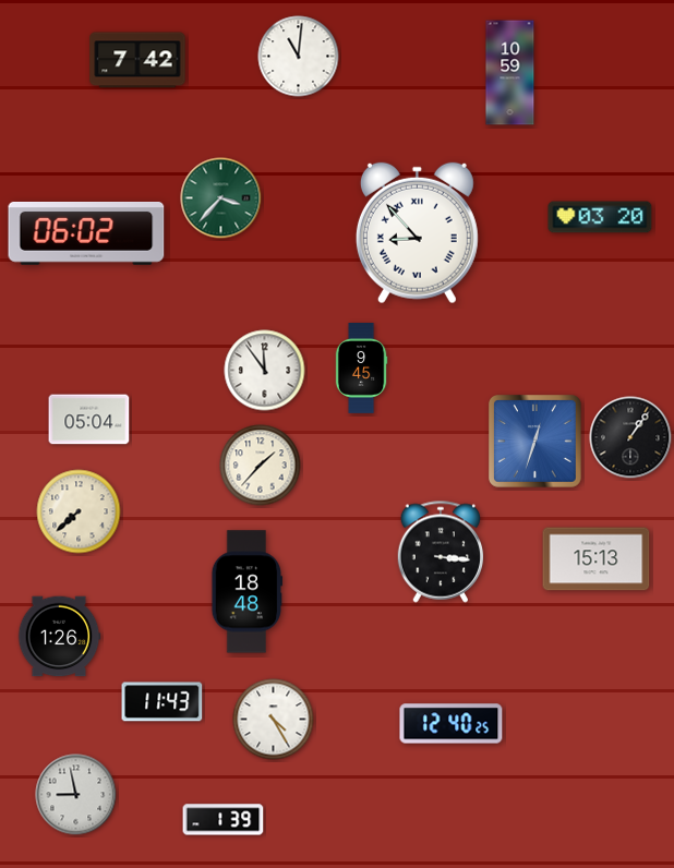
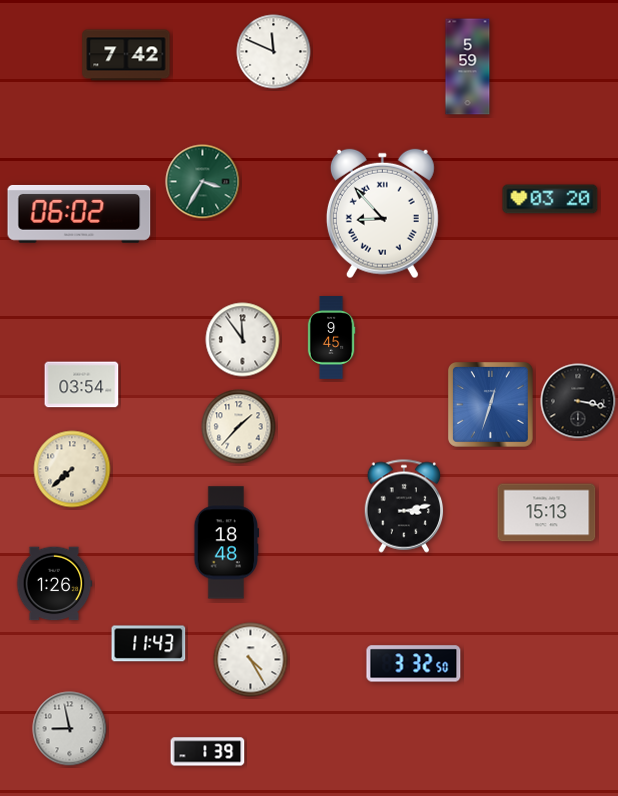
clock at (299, 57): 11:01 -> 11:49
clock at (510, 73): 10:59 -> 5:59
clock at (221, 198): 3:37 -> 3:35
clock at (89, 420): 05:04 -> 03:54
clock at (630, 437): 1:06 -> 3:17
clock at (441, 552): 3:16 -> 3:13
clock at (452, 724): 12:40 -> 3:32
clock at (224, 820) position: (224, 820) -> (208, 752)
